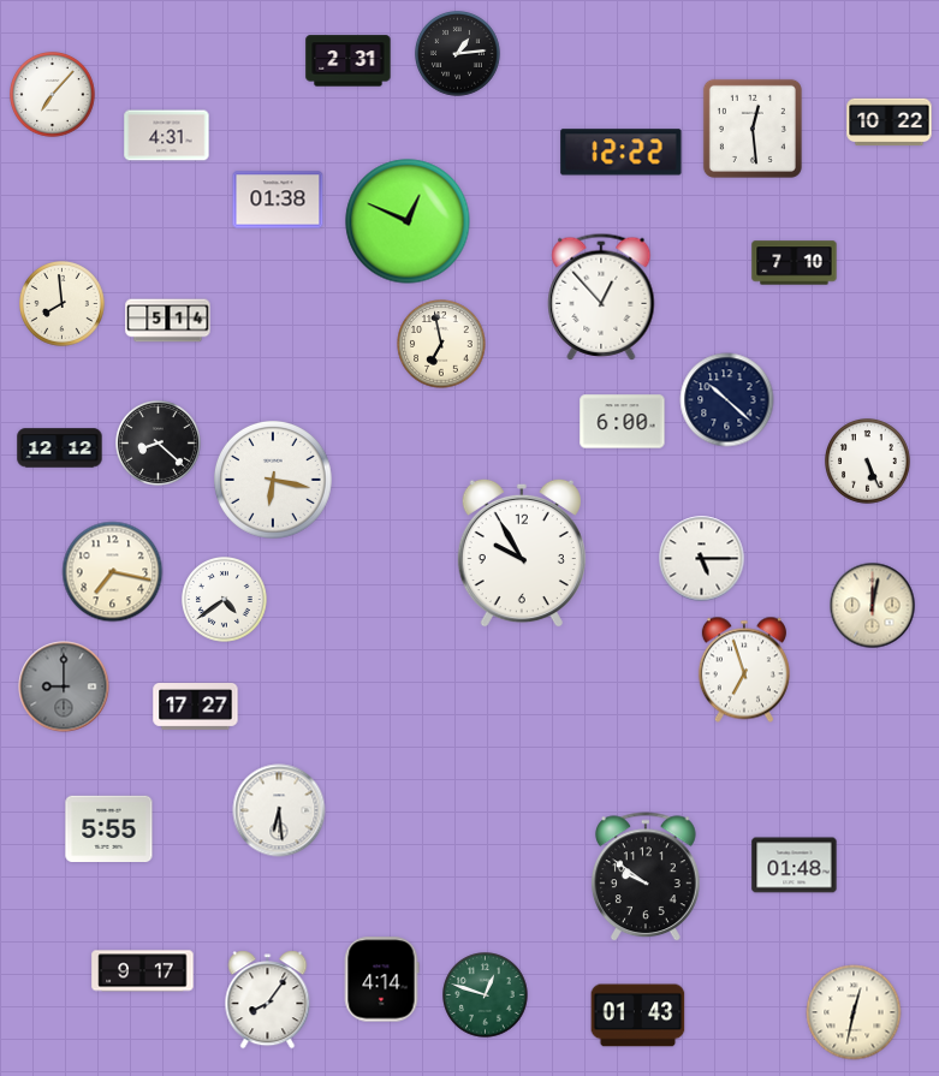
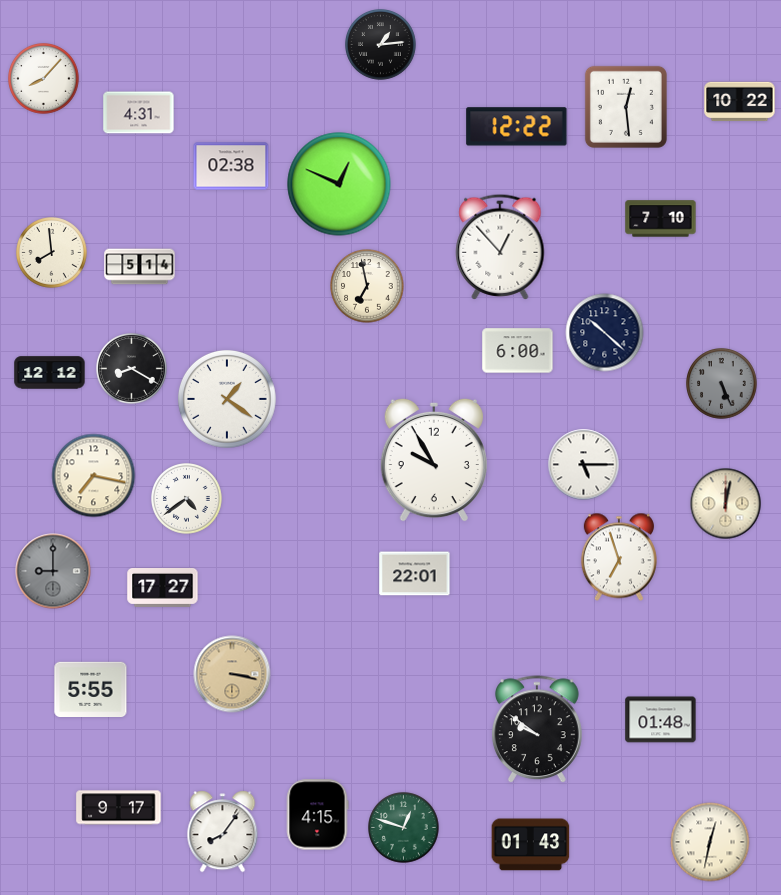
clock at (349, 61): 2:31 -> none
clock at (53, 95): 7:07 -> 8:07
clock at (278, 200): 01:38 -> 02:38
clock at (159, 444): 8:22 -> 8:20
clock at (868, 462) dial: white -> grey
clock at (274, 481): 6:17 -> 1:21
clock at (415, 574): none -> 22:01
clock at (279, 810): 6:29 -> 3:17
clock at (279, 810) dial: white -> champagne
clock at (381, 980): 4:14 -> 4:15
